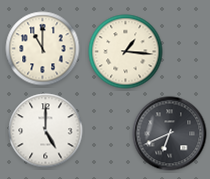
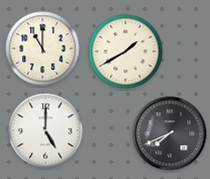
clock at (126, 52): 1:16 -> 1:40
clock at (170, 134): 6:41 -> 7:41
